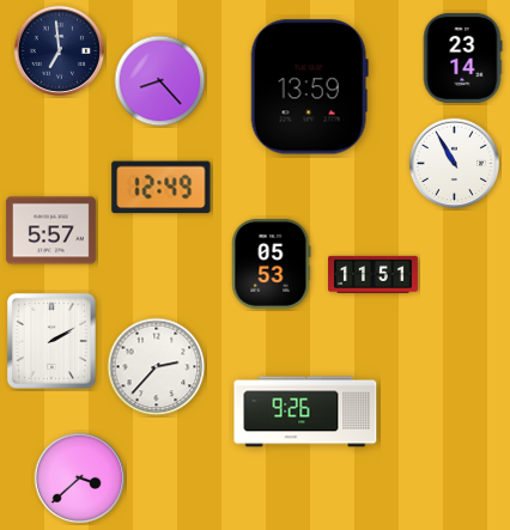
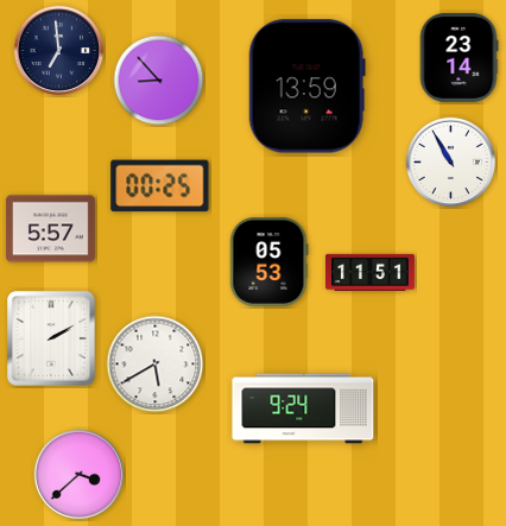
clock at (160, 81): 8:23 -> 8:53
clock at (162, 188): 12:49 -> 00:25
clock at (157, 367): 2:37 -> 5:40
clock at (305, 412): 9:26 -> 9:24
